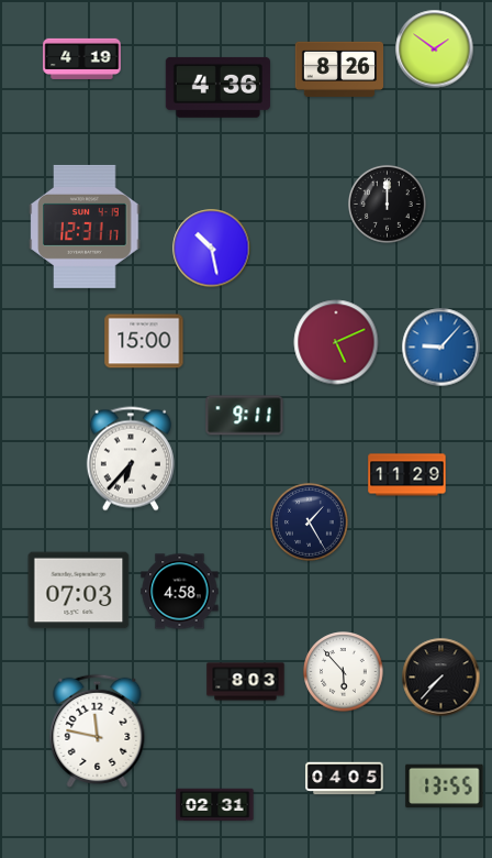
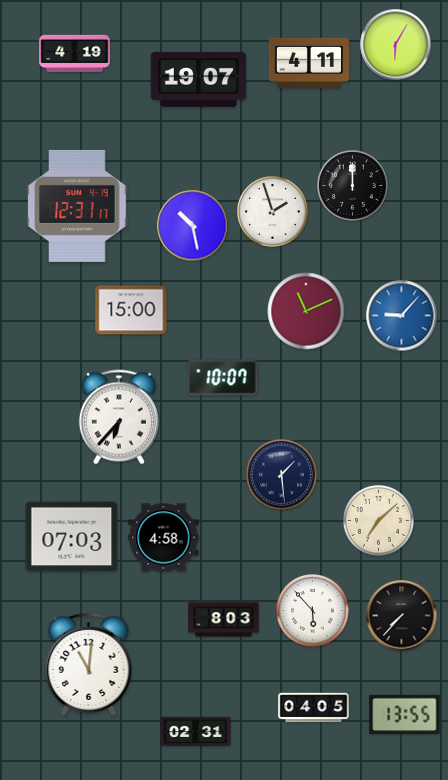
clock at (435, 50): 1:51 -> 6:05
clock at (338, 68): 8:26 -> 4:11
clock at (217, 87): 4:36 -> 19:07
clock at (273, 212): none -> 1:57
clock at (336, 342): 5:11 -> 11:11
clock at (245, 416): 9:11 -> 10:07
clock at (407, 475): 11:29 -> none
clock at (310, 522): 1:25 -> 1:29
clock at (379, 521): none -> 7:08
clock at (98, 730): 11:47 -> 11:01
